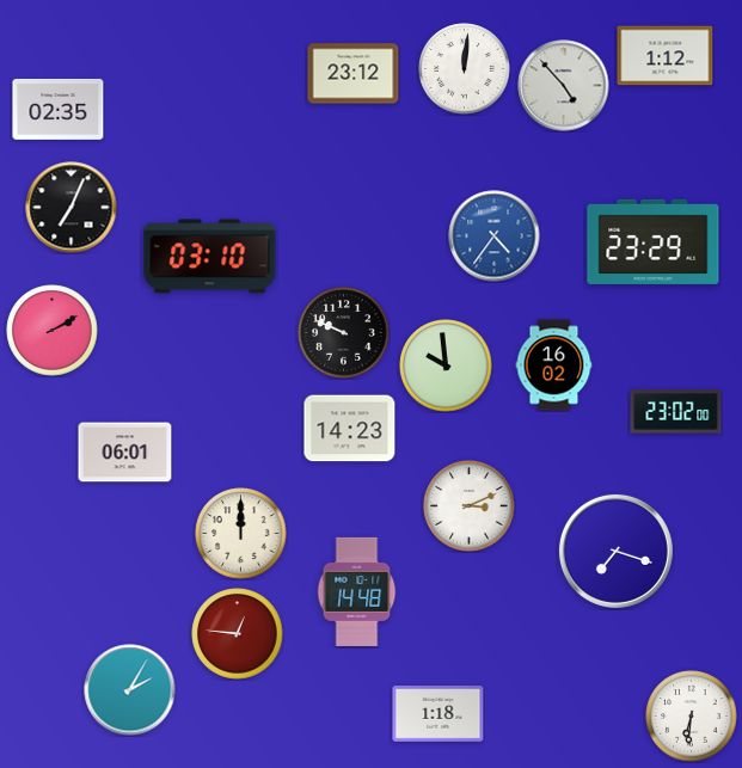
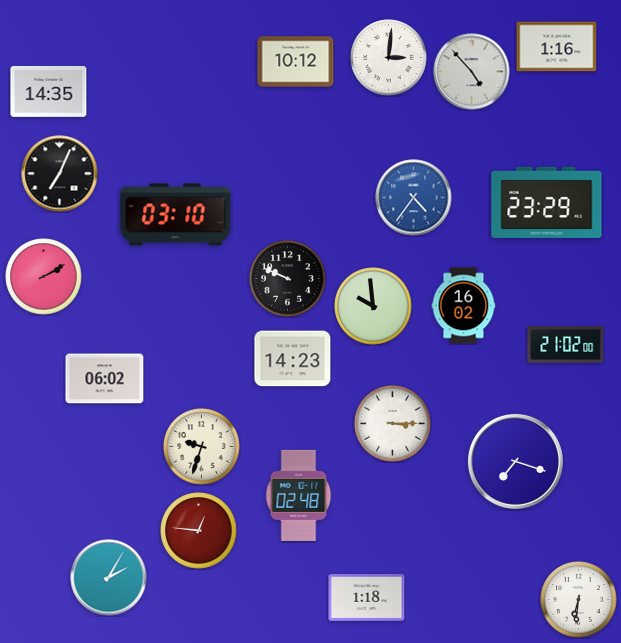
clock at (666, 56): 1:12 -> 1:16
clock at (465, 69): 12:01 -> 3:01
clock at (354, 74): 23:12 -> 10:12
clock at (59, 109): 02:35 -> 14:35
clock at (676, 412): 23:02 -> 21:02
clock at (125, 453): 06:01 -> 06:02
clock at (470, 506): 3:11 -> 3:15
clock at (241, 534): 12:00 -> 9:33
clock at (357, 591): 14:48 -> 02:48
